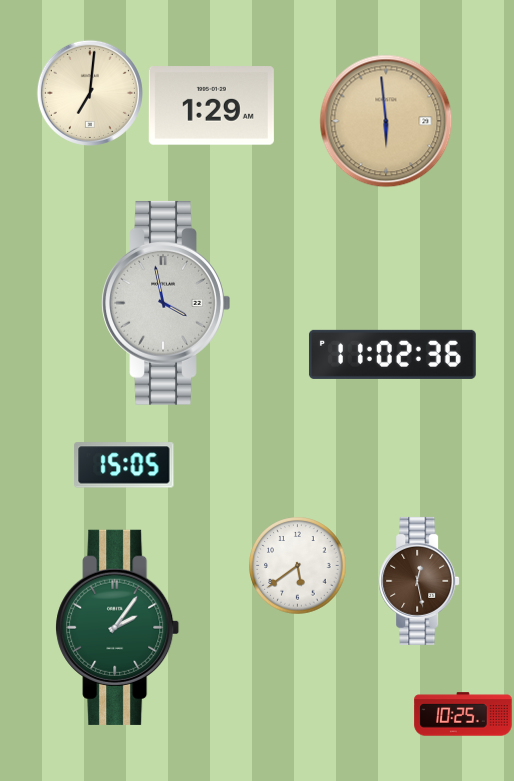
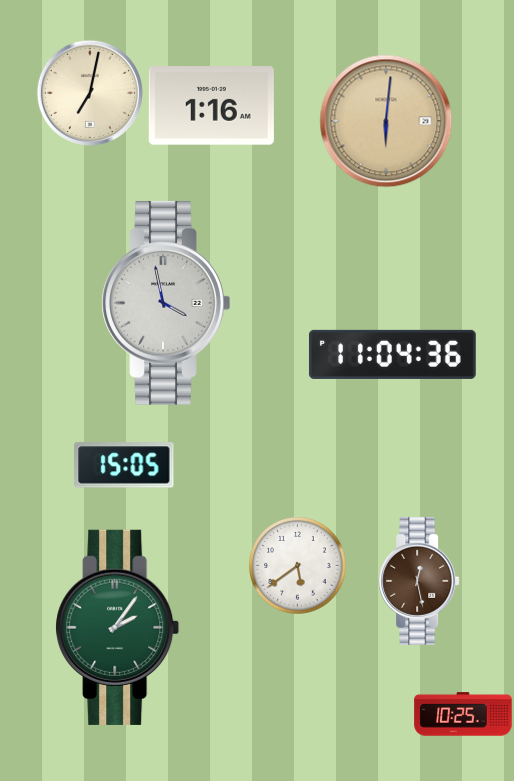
clock at (90, 93): 7:01 -> 7:02
clock at (211, 106): 1:29 -> 1:16
clock at (386, 121): 5:59 -> 6:01
clock at (392, 354): 11:02 -> 11:04
